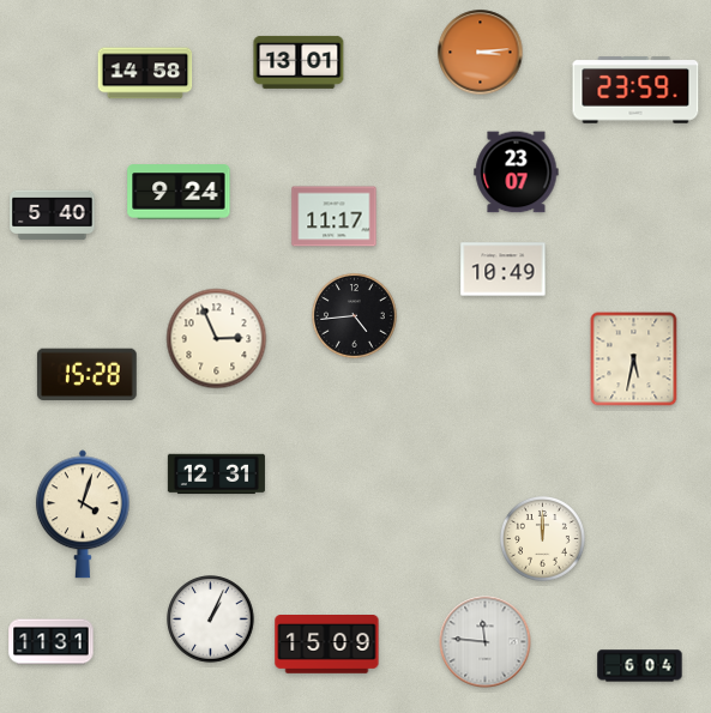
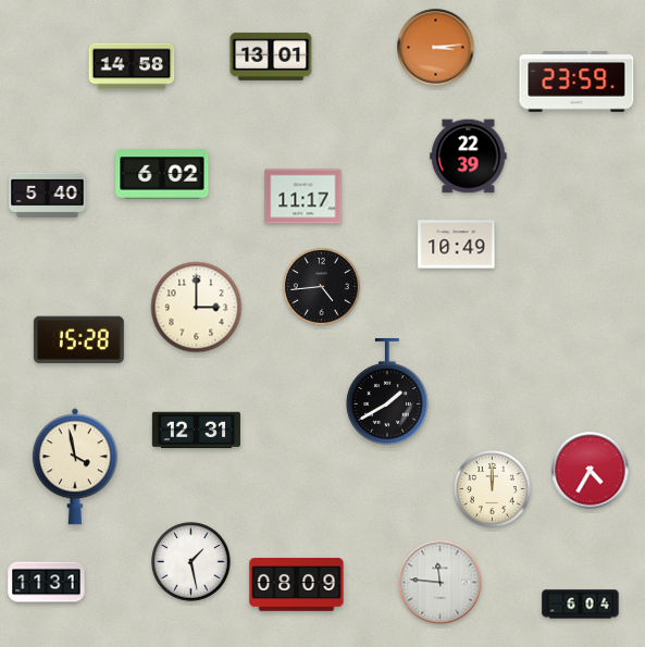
clock at (517, 173): 23:07 -> 22:39
clock at (179, 192): 9:24 -> 6:02
clock at (217, 339): 2:56 -> 3:00
clock at (634, 359): 5:32 -> none
clock at (387, 393): none -> 1:40
clock at (83, 514): 4:03 -> 3:58
clock at (591, 471): none -> 4:35
clock at (211, 620): 1:04 -> 1:28
clock at (327, 645): 15:09 -> 08:09
